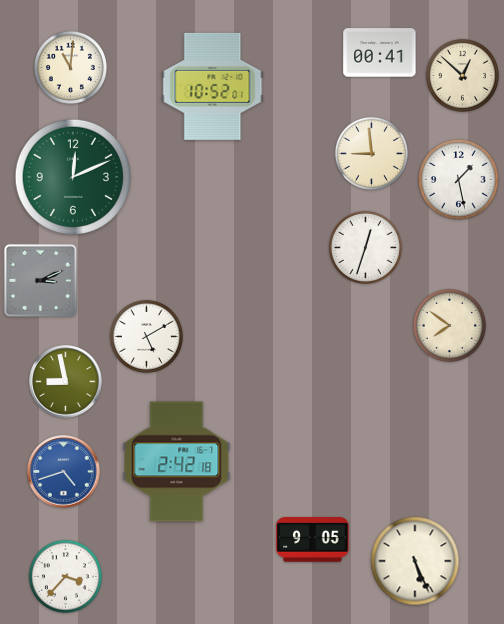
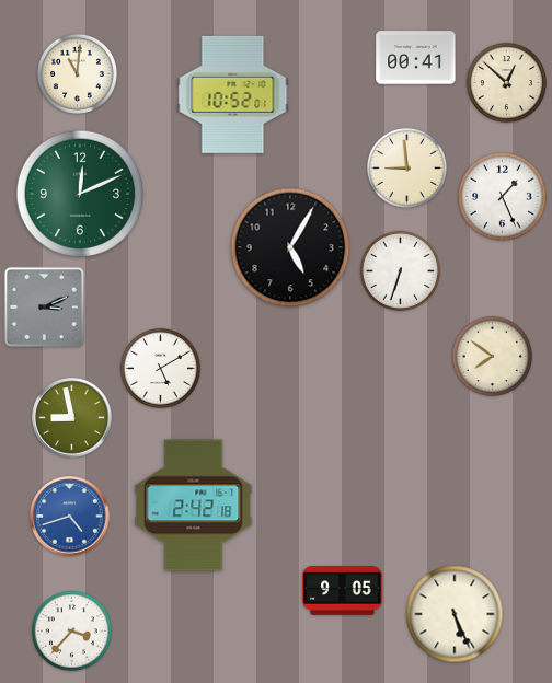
clock at (459, 180): 1:28 -> 1:26
clock at (290, 247): none -> 5:05
clock at (365, 247): 12:33 -> 6:33
